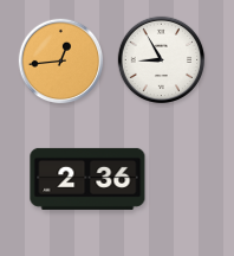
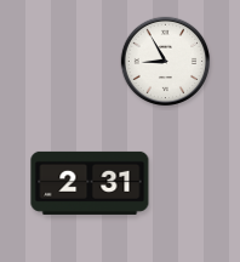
clock at (61, 62): 12:44 -> none
clock at (87, 179): 2:36 -> 2:31
